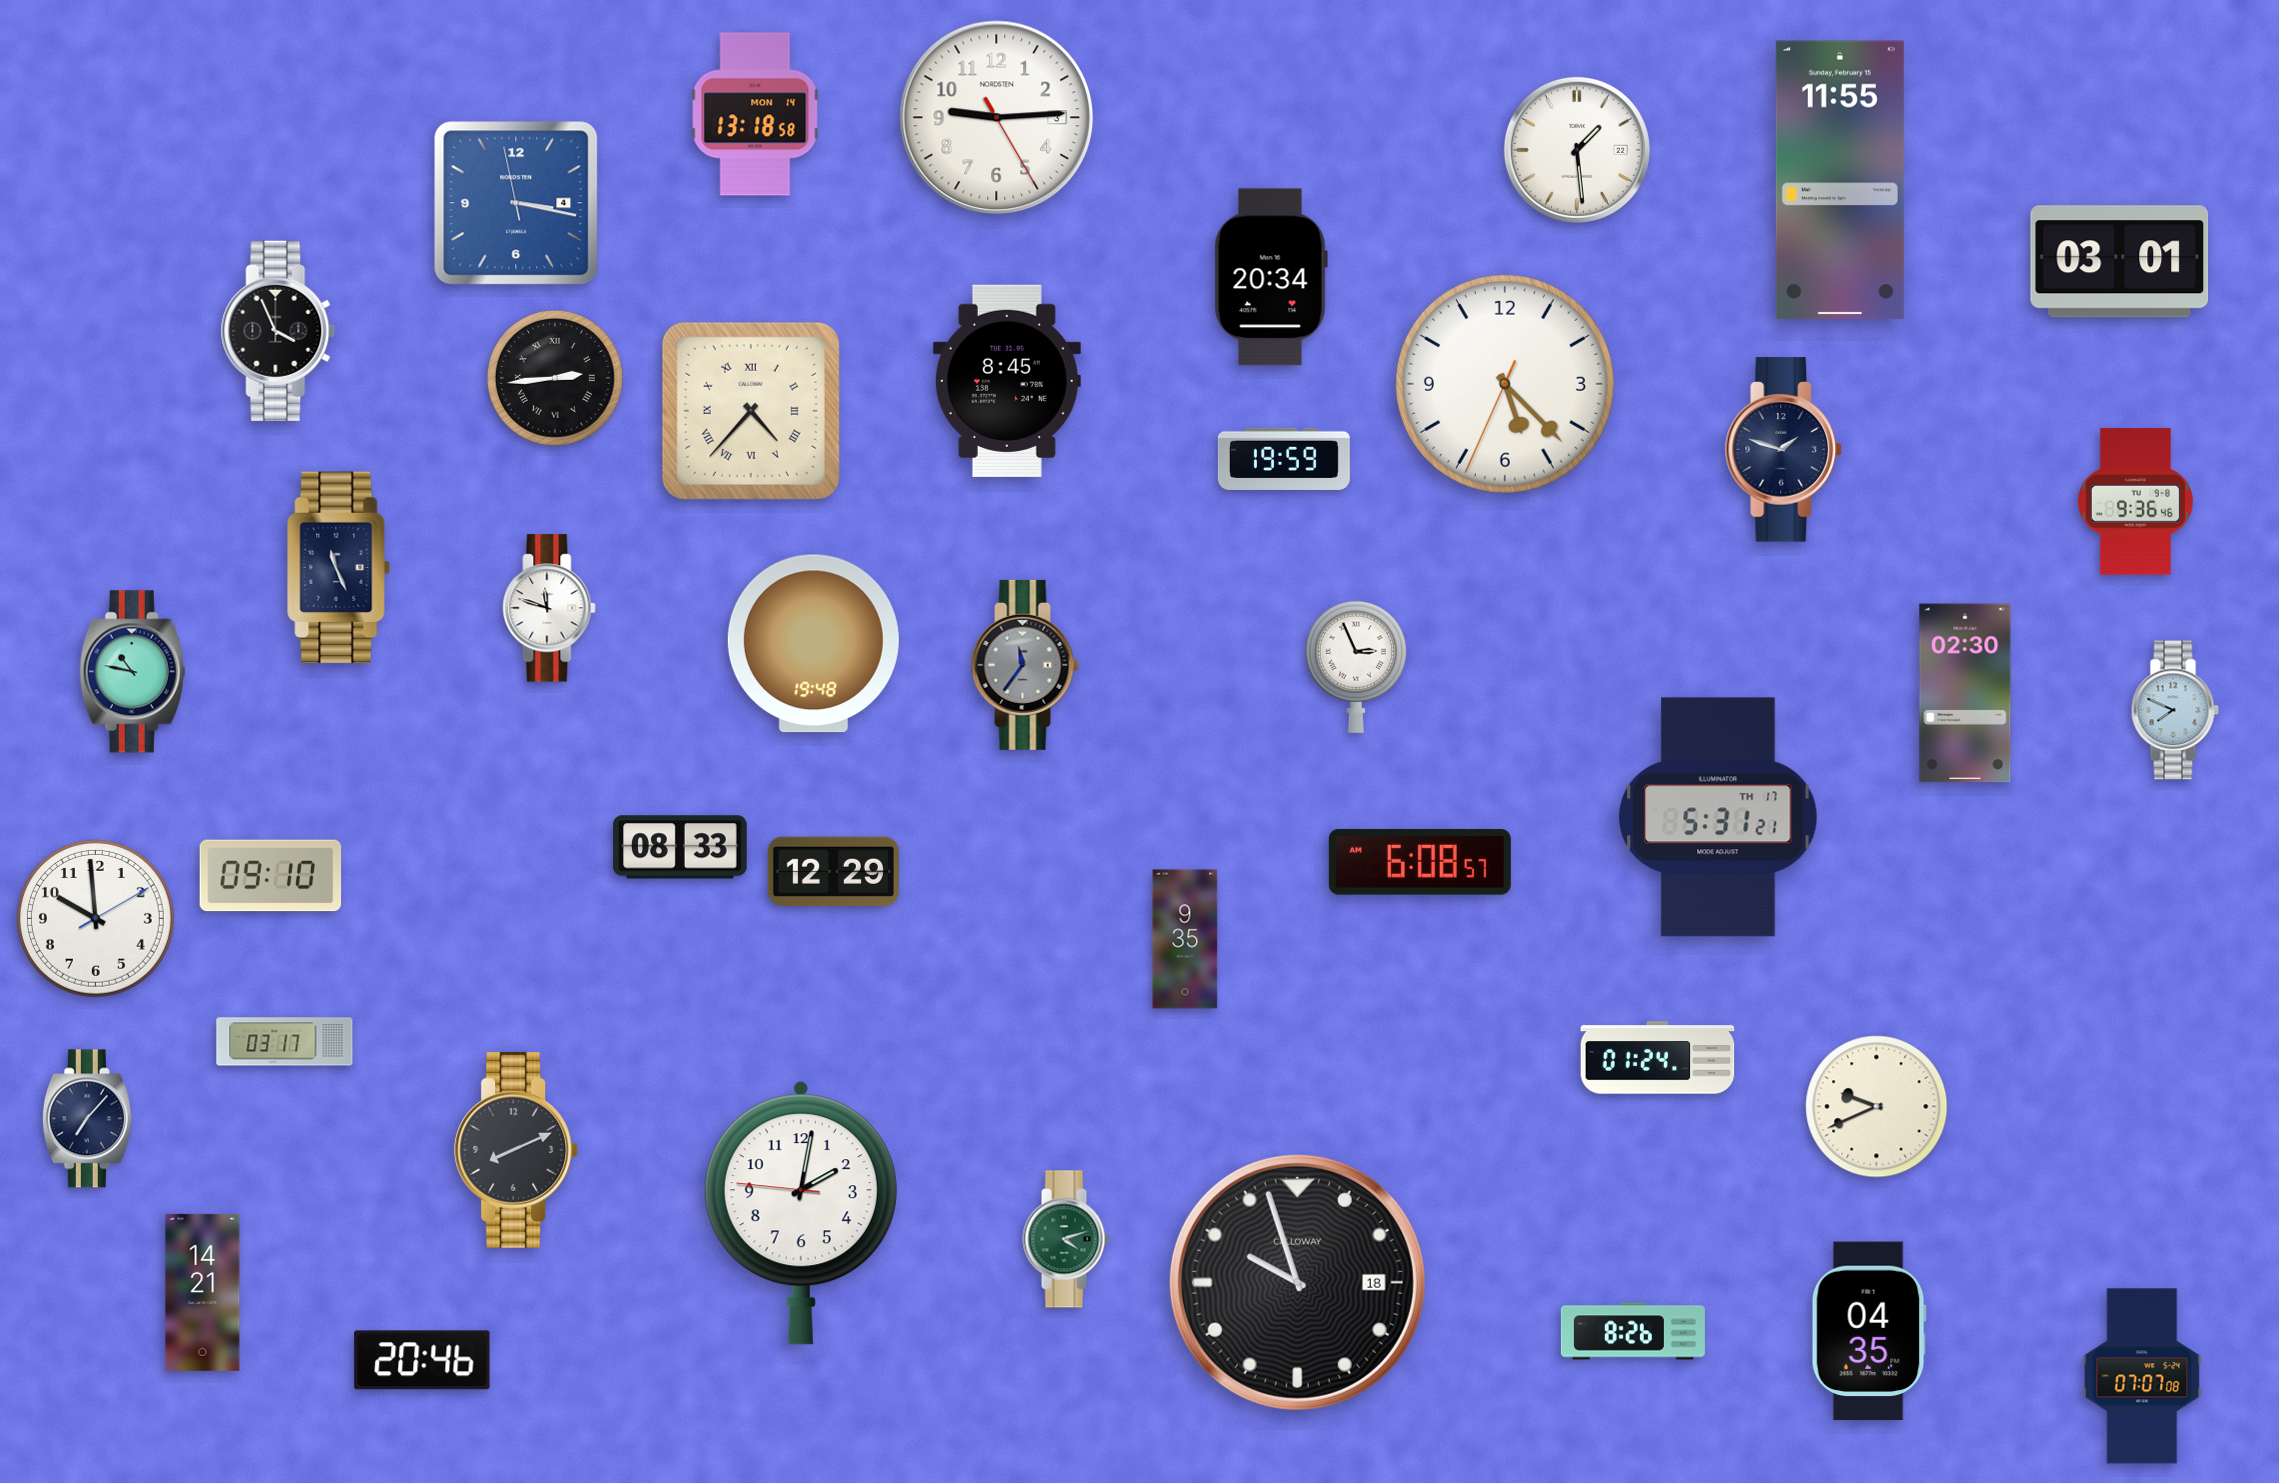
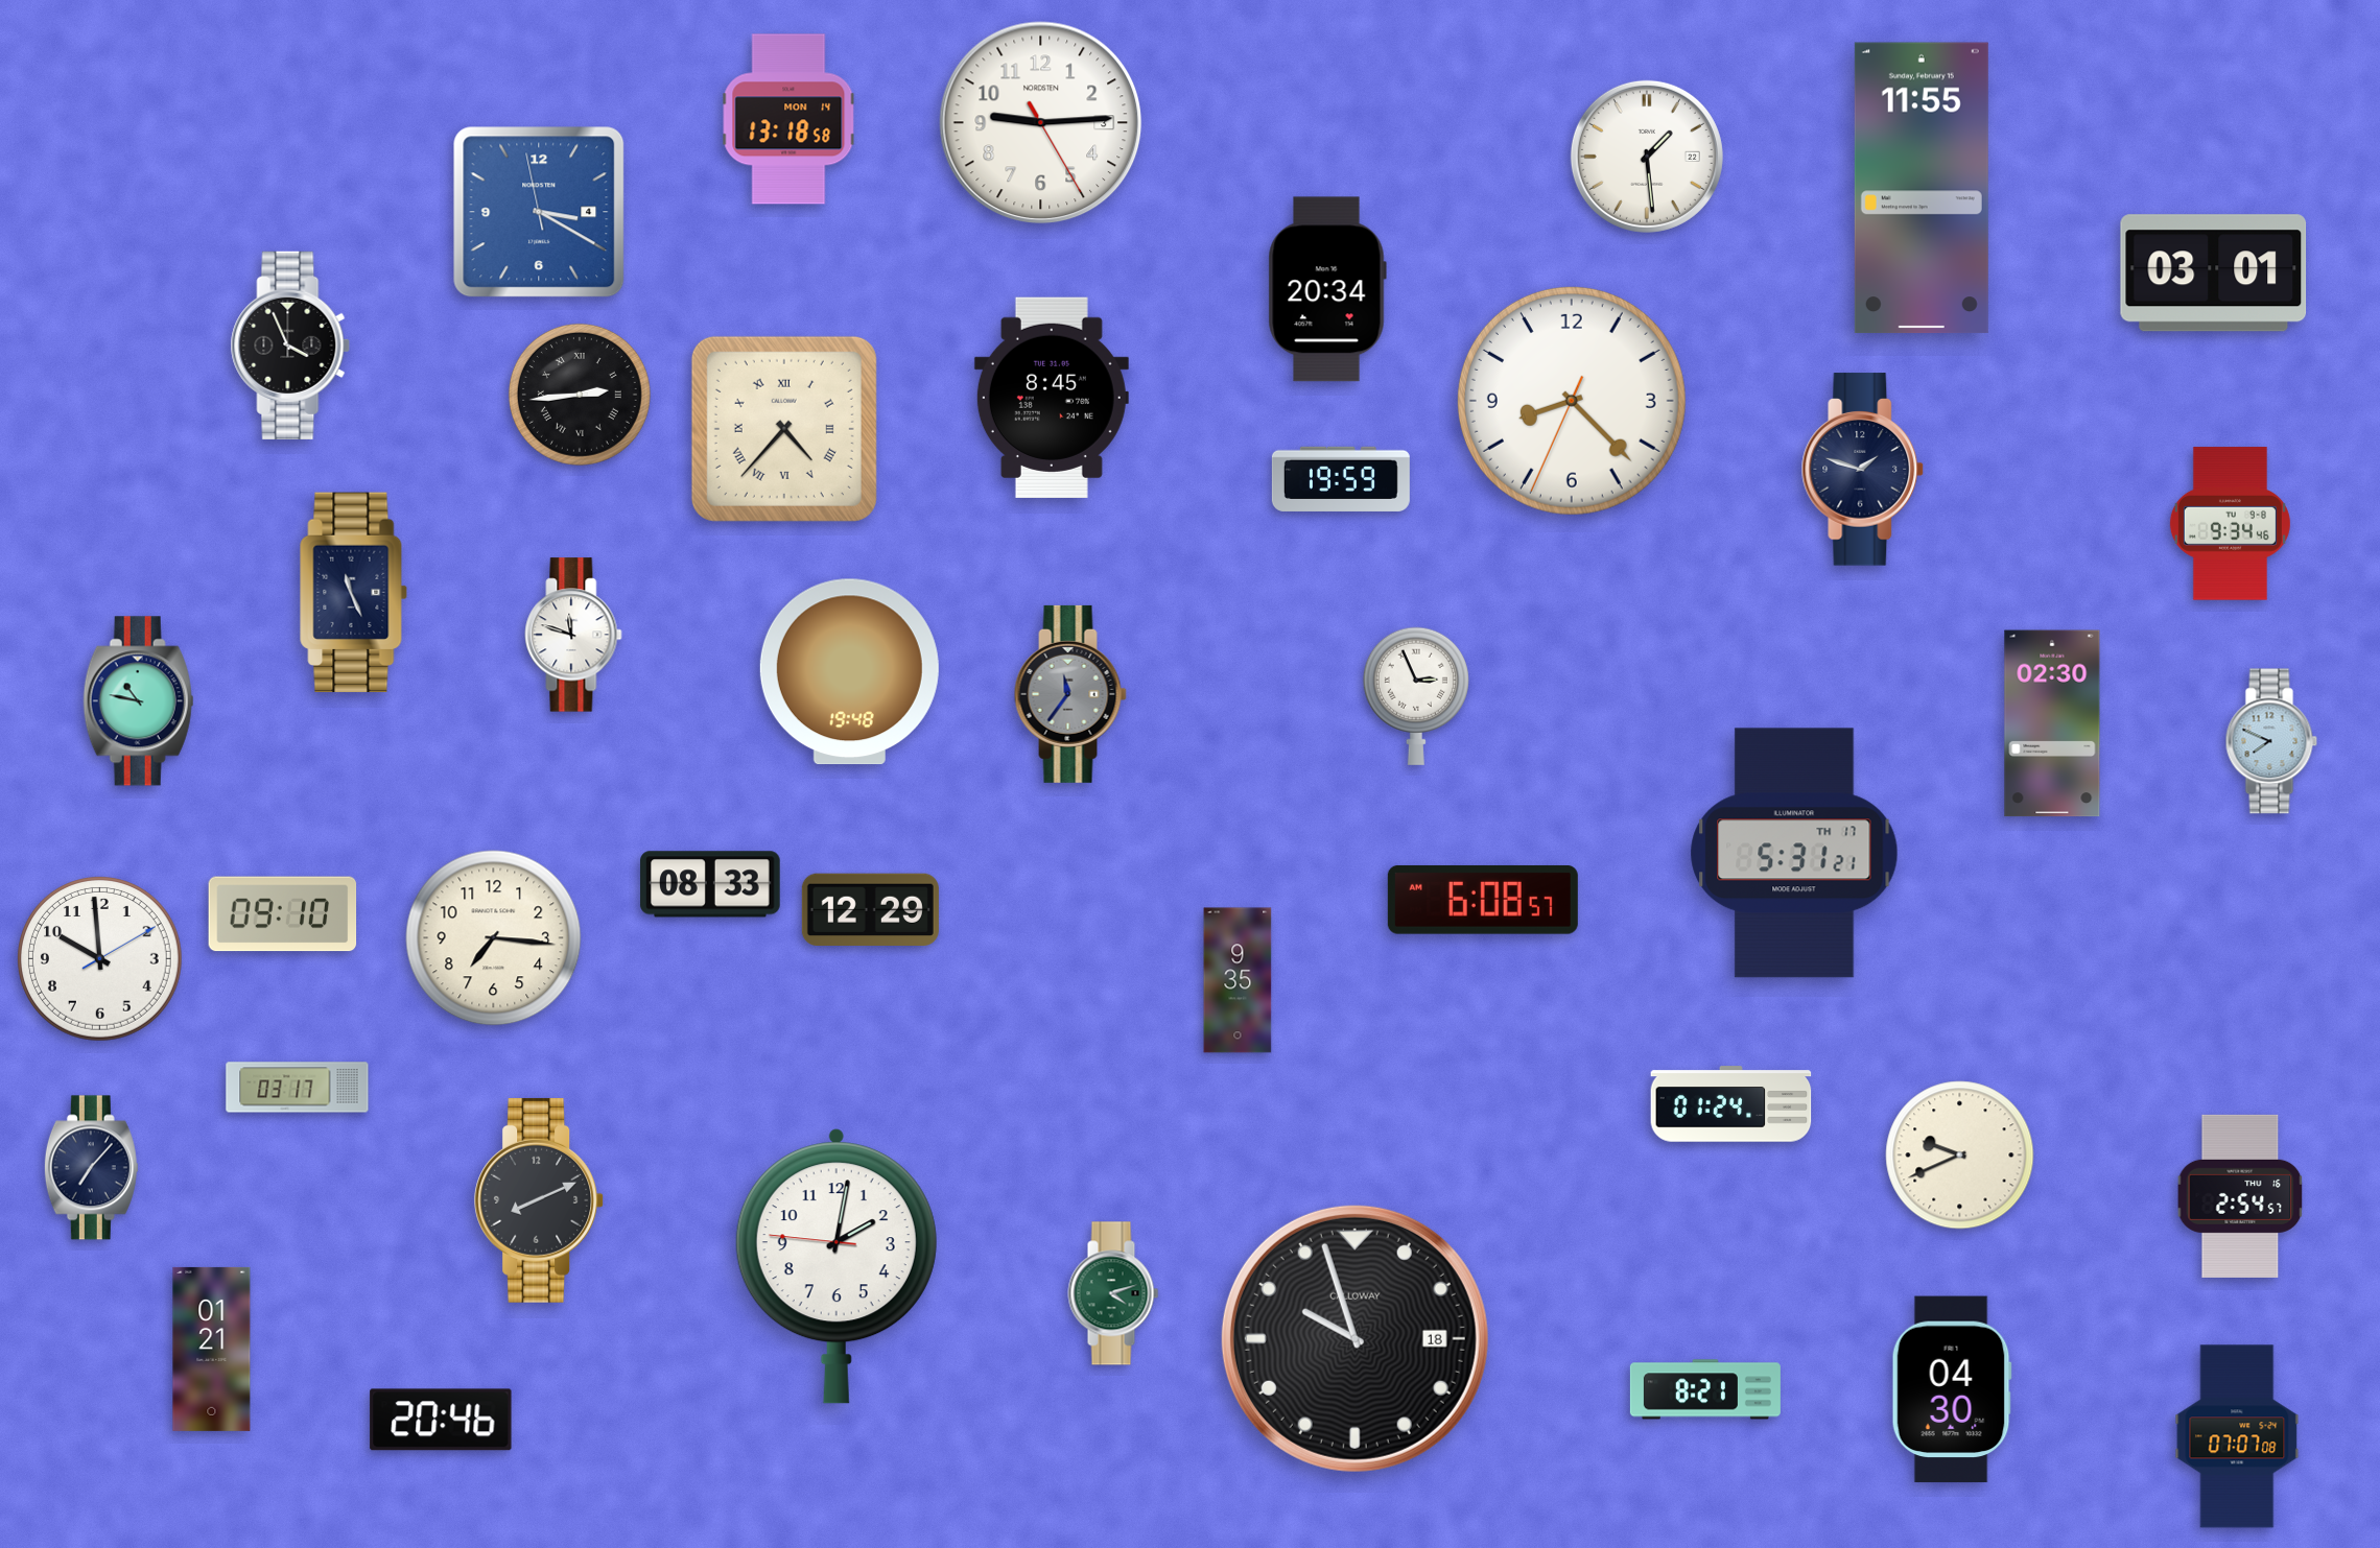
clock at (516, 203): 3:16 -> 3:19
clock at (1505, 384): 5:22 -> 8:22
clock at (2135, 502): 9:36 -> 9:34
clock at (494, 938): none -> 7:16
clock at (2240, 1196): none -> 2:54
clock at (203, 1292): 14:21 -> 01:21
clock at (1633, 1331): 8:26 -> 8:21
clock at (1869, 1331): 04:35 -> 04:30
